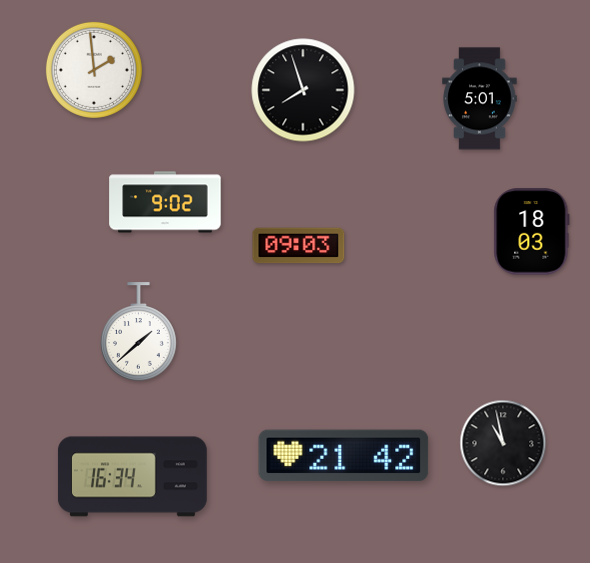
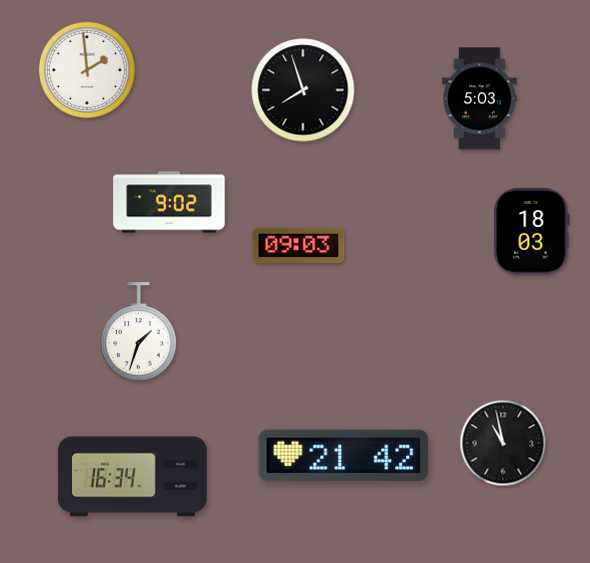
clock at (94, 70) position: (94, 70) -> (87, 70)
clock at (480, 99): 5:01 -> 5:03
clock at (165, 202) position: (165, 202) -> (169, 202)
clock at (139, 332): 1:38 -> 1:33
